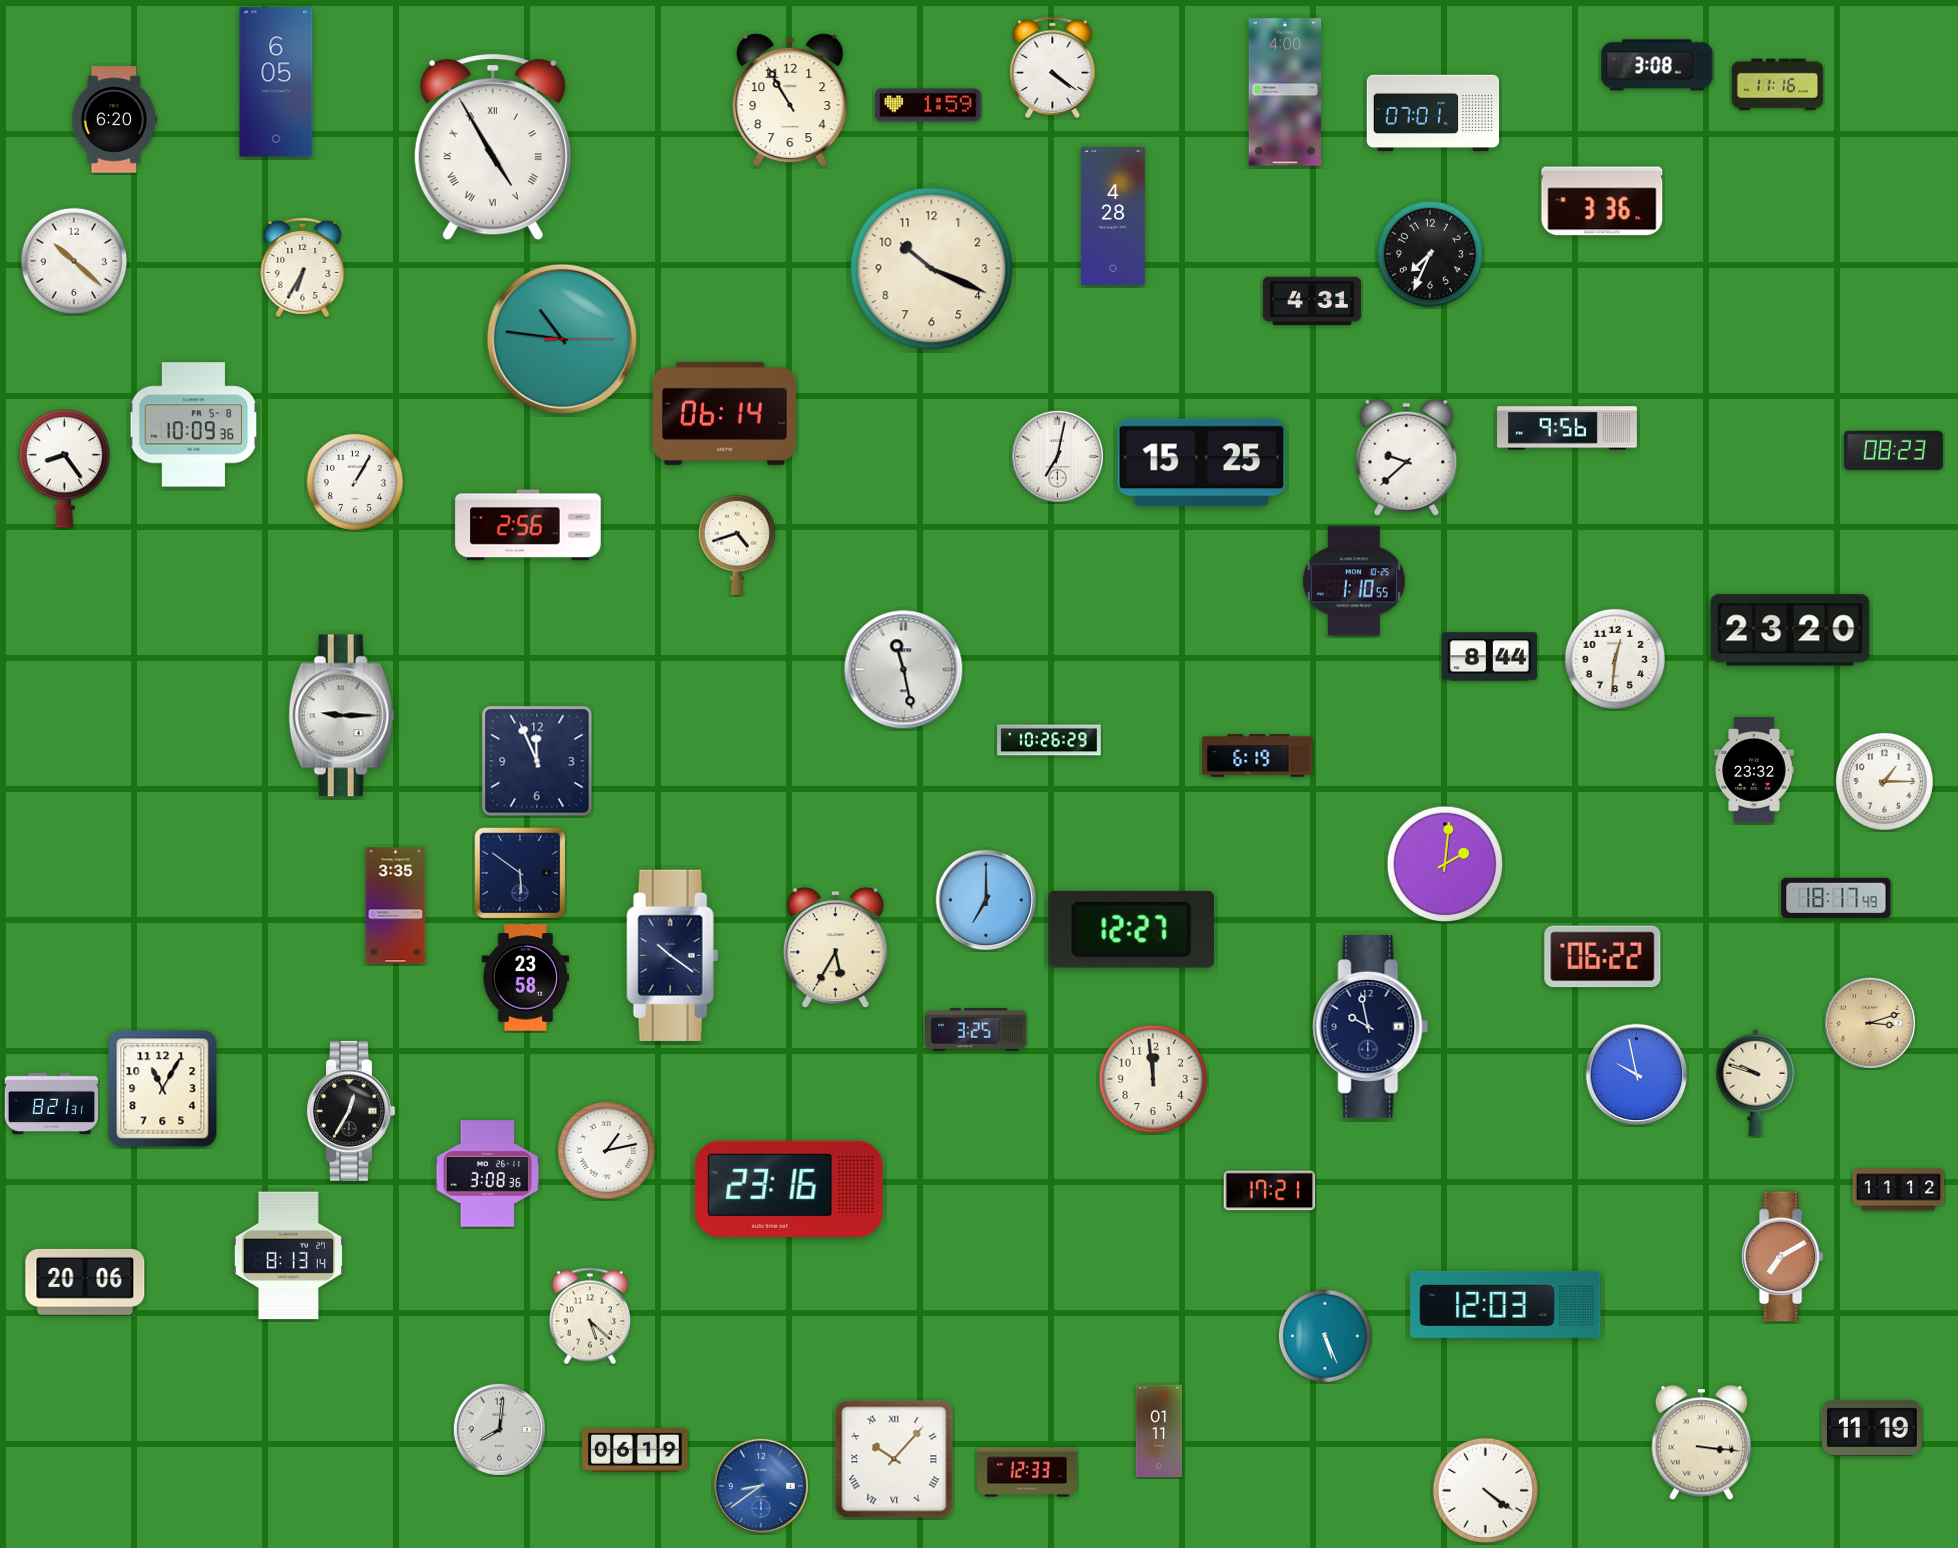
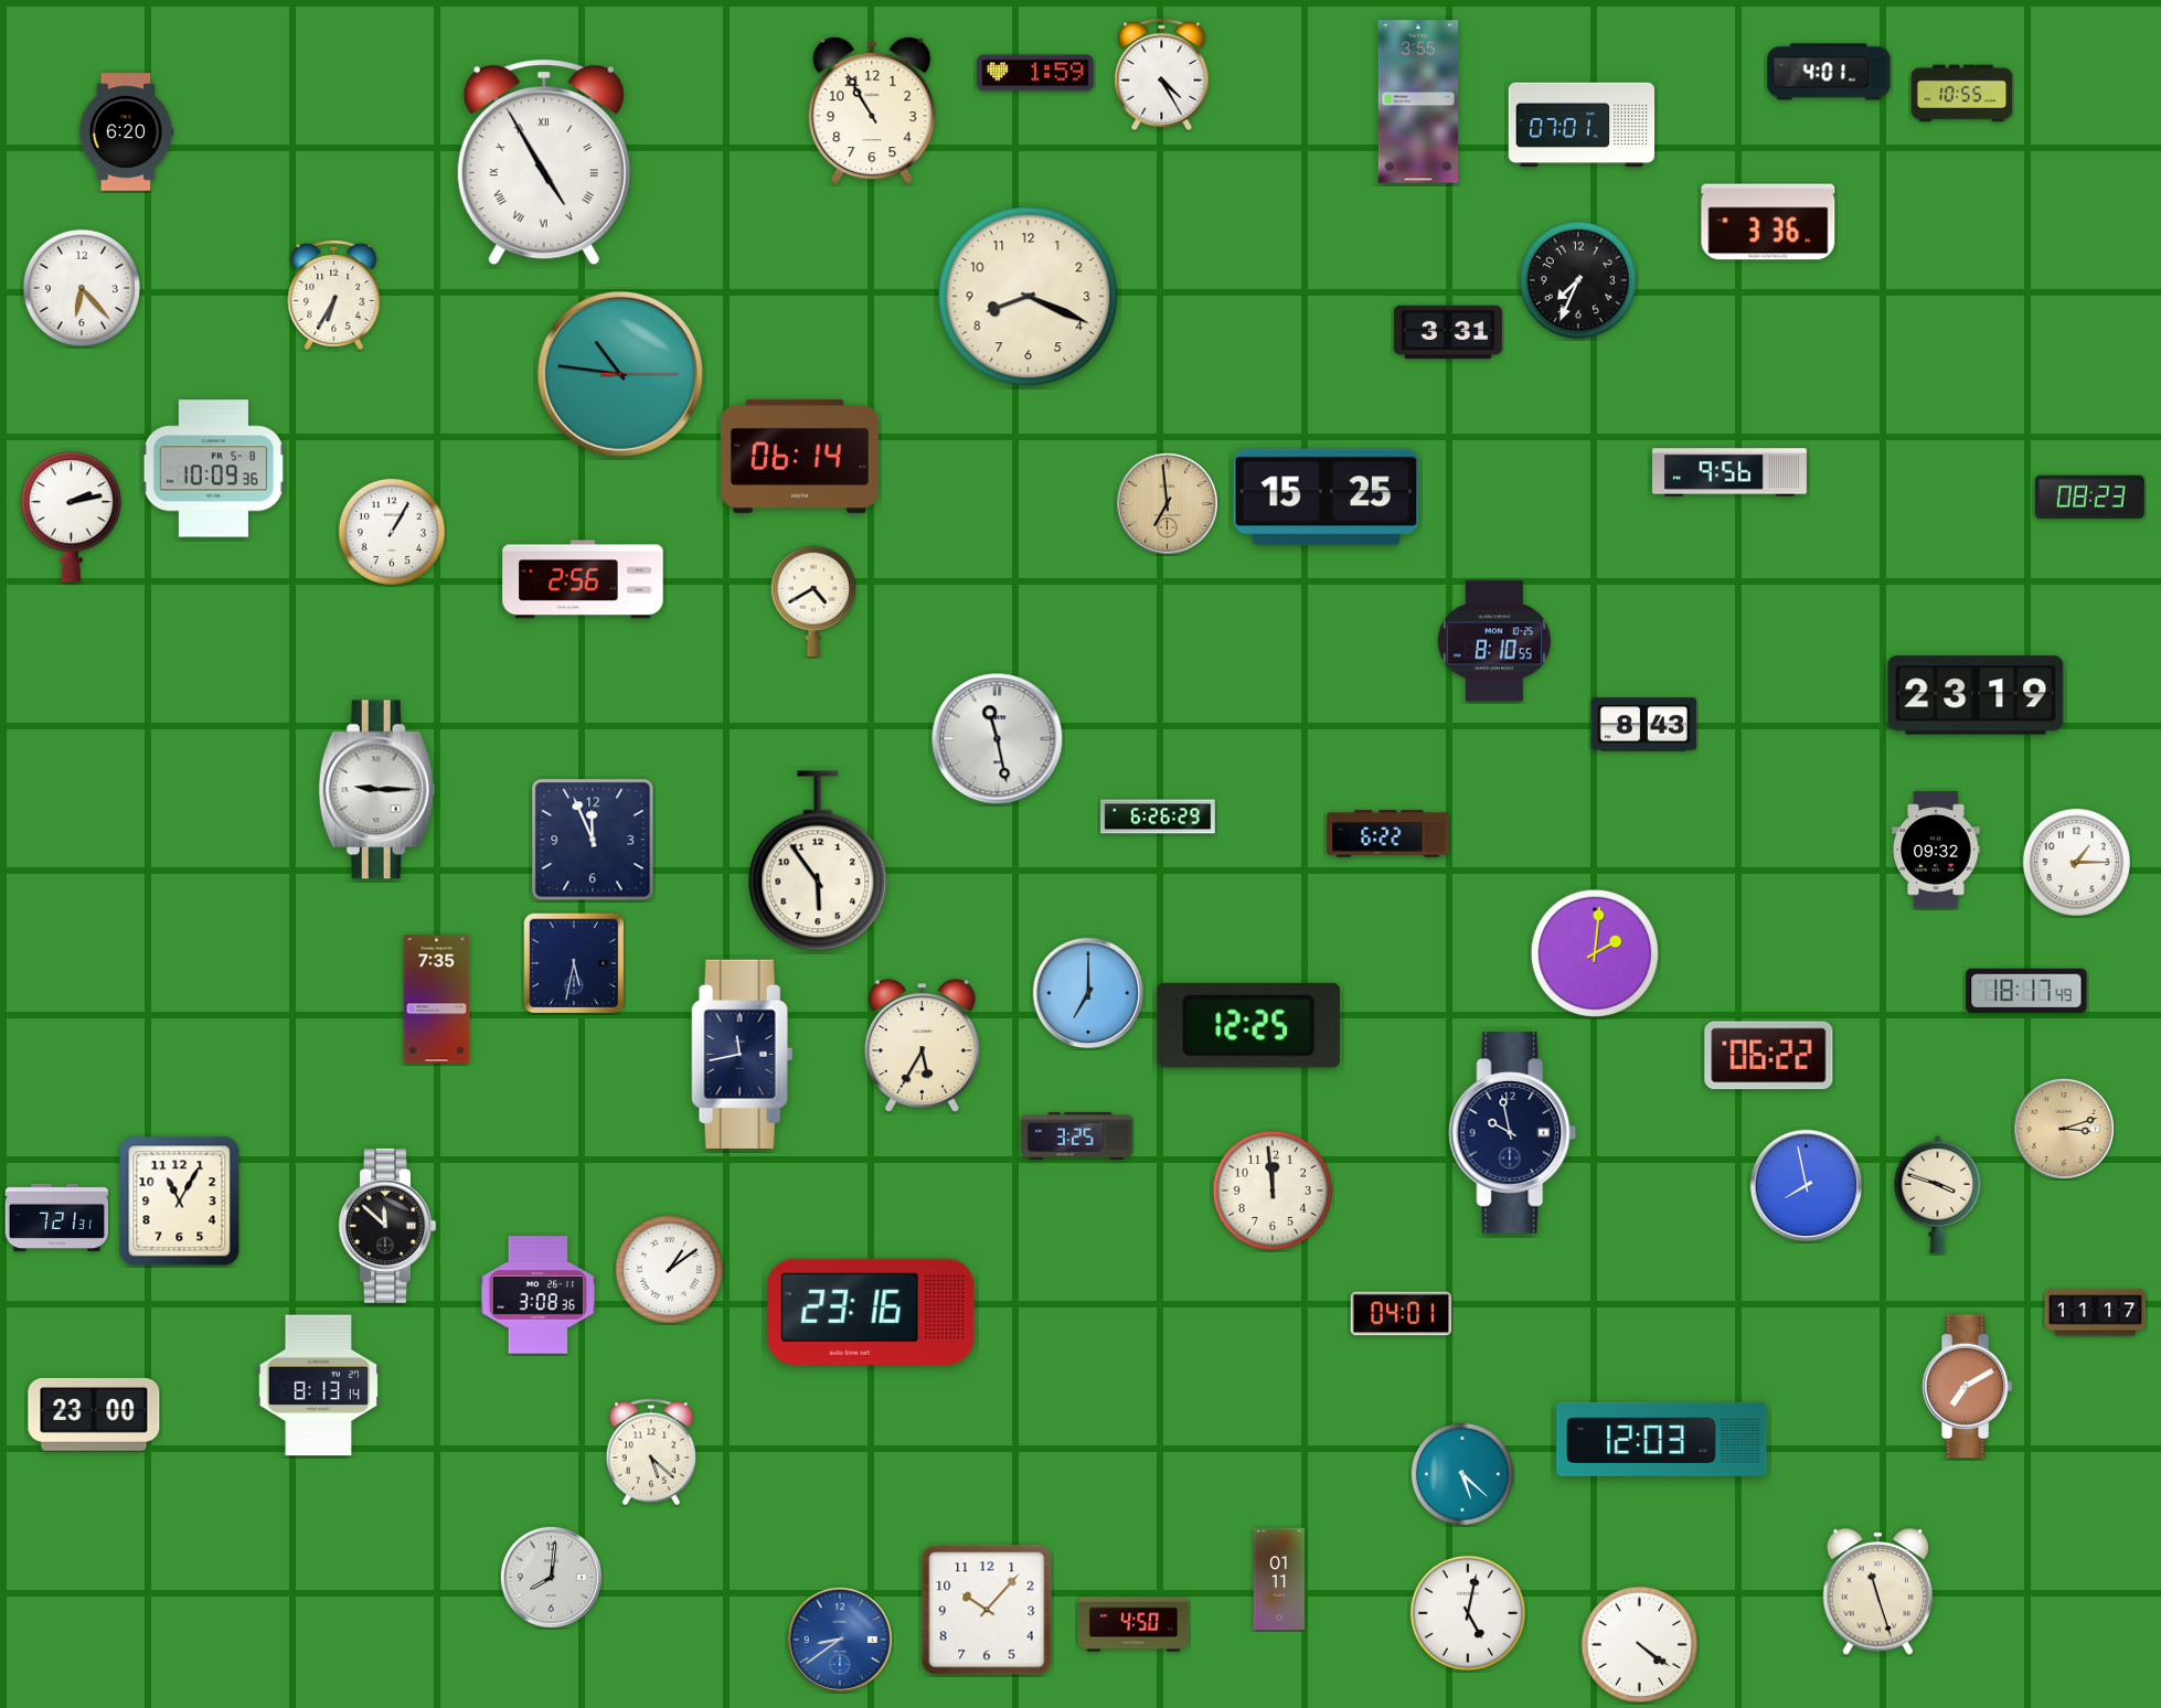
clock at (1657, 65): 3:08 -> 4:01
clock at (1053, 68): 4:21 -> 4:25
clock at (276, 82): 6:05 -> none
clock at (1778, 85): 11:16 -> 10:55
clock at (1285, 92): 4:00 -> 3:55
clock at (928, 105) position: (928, 105) -> (1035, 73)
clock at (1113, 216): 4:28 -> none
clock at (74, 261): 10:22 -> 6:23
clock at (932, 269): 10:19 -> 8:19
clock at (1312, 301): 4:31 -> 3:31
clock at (1057, 456): 7:02 -> 6:59
clock at (1057, 456) dial: white -> champagne
clock at (1407, 457): 9:38 -> none
clock at (1202, 463) position: (1202, 463) -> (1327, 498)
clock at (64, 469): 8:24 -> 2:13
clock at (737, 545): 4:42 -> 4:40
clock at (1354, 581): 1:10 -> 8:10
clock at (1790, 630): 23:20 -> 23:19
clock at (1489, 657): 8:44 -> 8:43
clock at (1615, 659): 12:31 -> none
clock at (1049, 740): 10:26 -> 6:26
clock at (1258, 756): 6:19 -> 6:22
clock at (1754, 770): 23:32 -> 09:32
clock at (818, 861): none -> 5:54
clock at (1884, 781) position: (1884, 781) -> (2076, 862)
clock at (520, 873): 5:51 -> 5:32
clock at (396, 906): 3:35 -> 7:35
clock at (1131, 929): 12:27 -> 12:25
clock at (673, 955): 10:21 -> 11:43
clock at (525, 978): 23:58 -> none
clock at (1637, 1075): 9:58 -> 7:58
clock at (1756, 1082): 9:48 -> 3:48
clock at (52, 1104): 8:21 -> 7:21
clock at (351, 1111): 12:35 -> 11:52
clock at (606, 1150): 1:13 -> 1:09
clock at (1899, 1190): 11:12 -> 11:17
clock at (1270, 1191): 17:21 -> 04:01
clock at (85, 1282): 20:06 -> 23:00
clock at (1325, 1336): 5:26 -> 5:22
clock at (1872, 1428): 11:19 -> none
clock at (1702, 1443): 3:16 -> 11:27
clock at (635, 1450): 06:19 -> none
clock at (894, 1459) numerals: Roman -> Arabic
clock at (1468, 1613): none -> 5:02
clock at (1027, 1472): 12:33 -> 4:50
